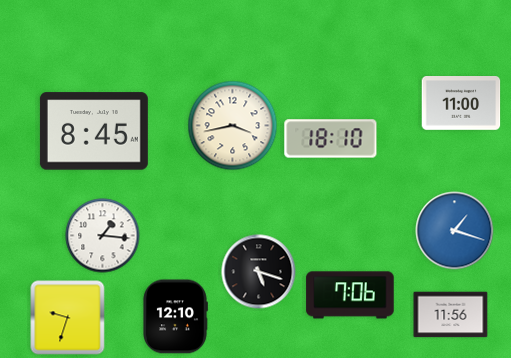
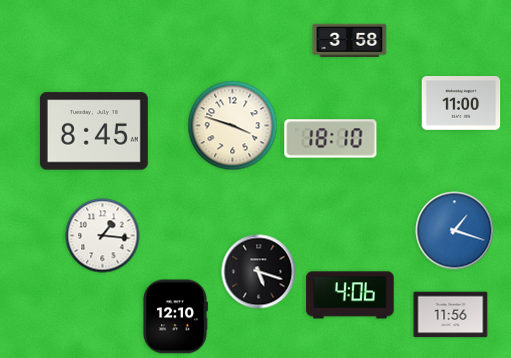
clock at (350, 40): none -> 3:58
clock at (233, 126): 3:43 -> 3:48
clock at (350, 295): 7:06 -> 4:06
clock at (68, 318): 9:33 -> none
